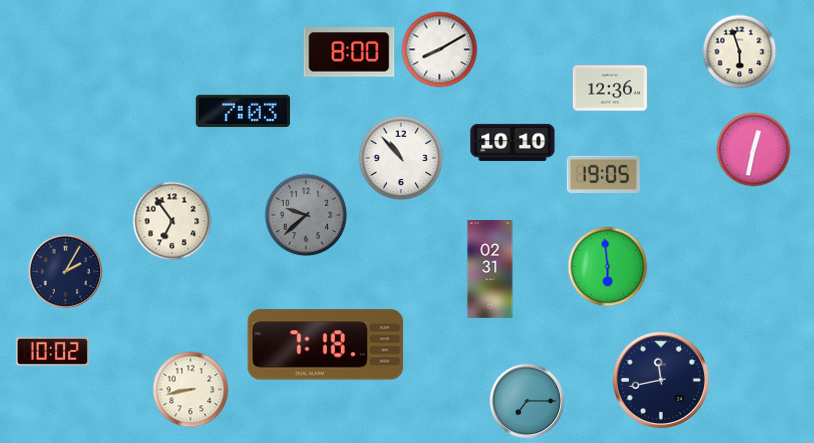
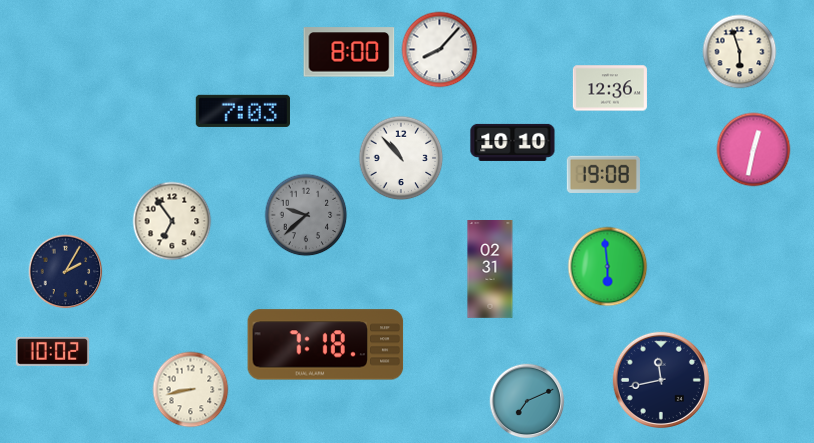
clock at (440, 50): 8:10 -> 8:07
clock at (603, 174): 19:05 -> 19:08
clock at (527, 401): 7:15 -> 7:11
